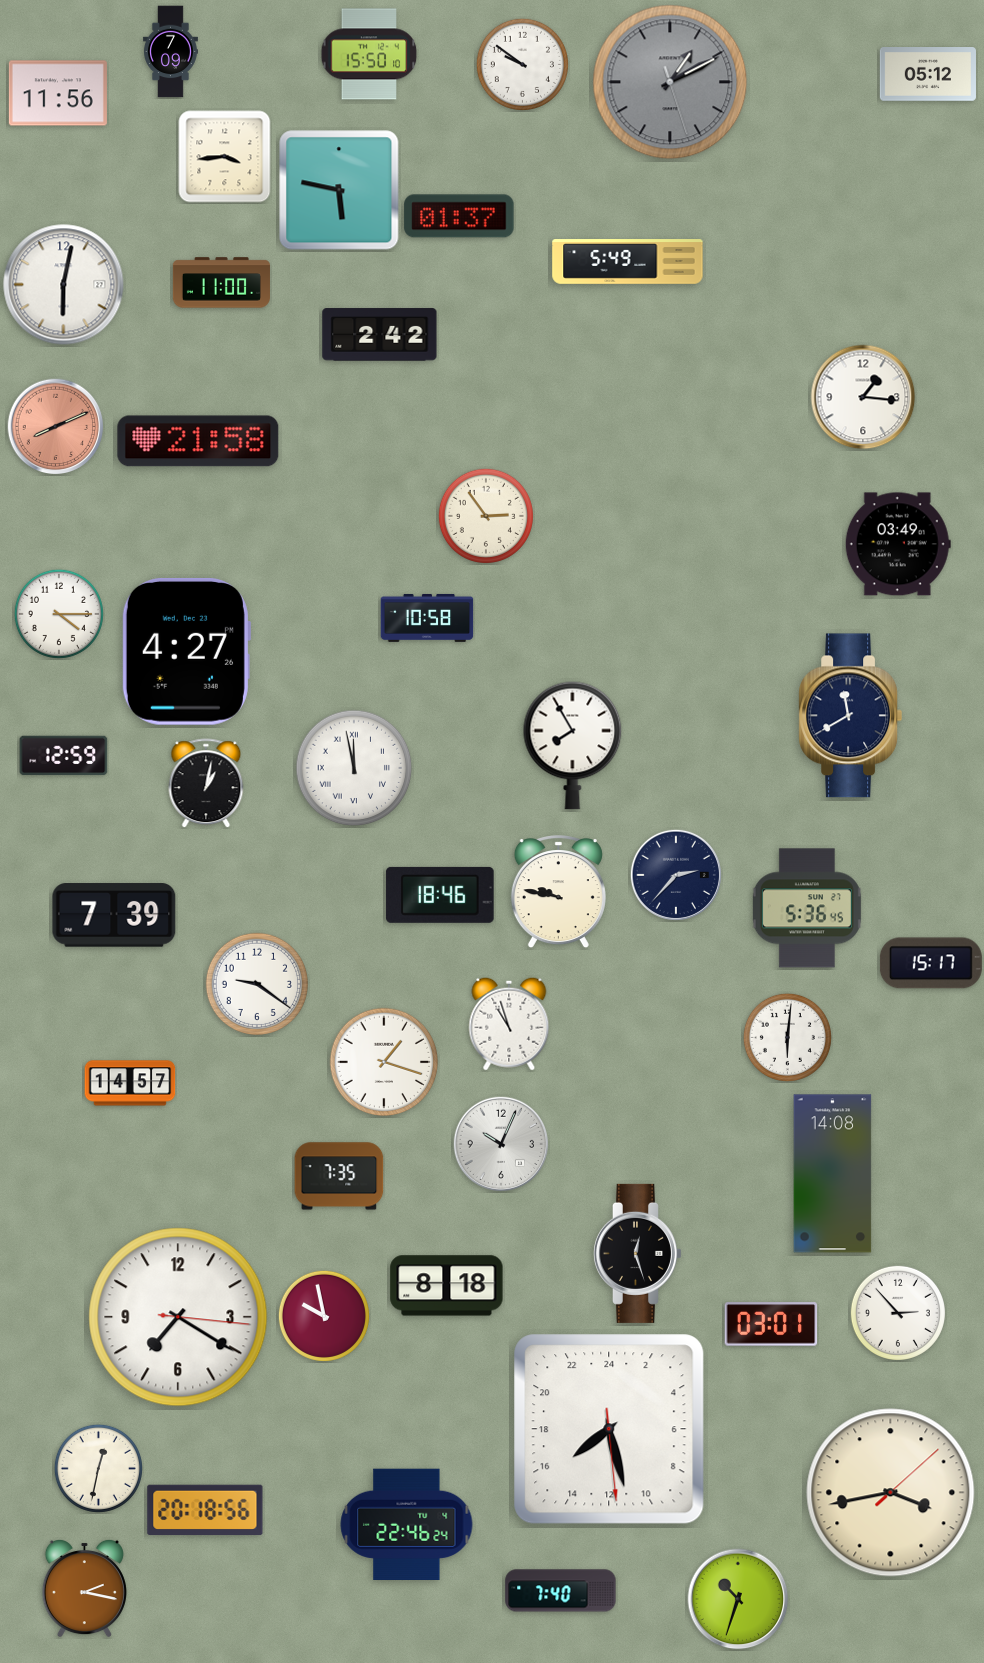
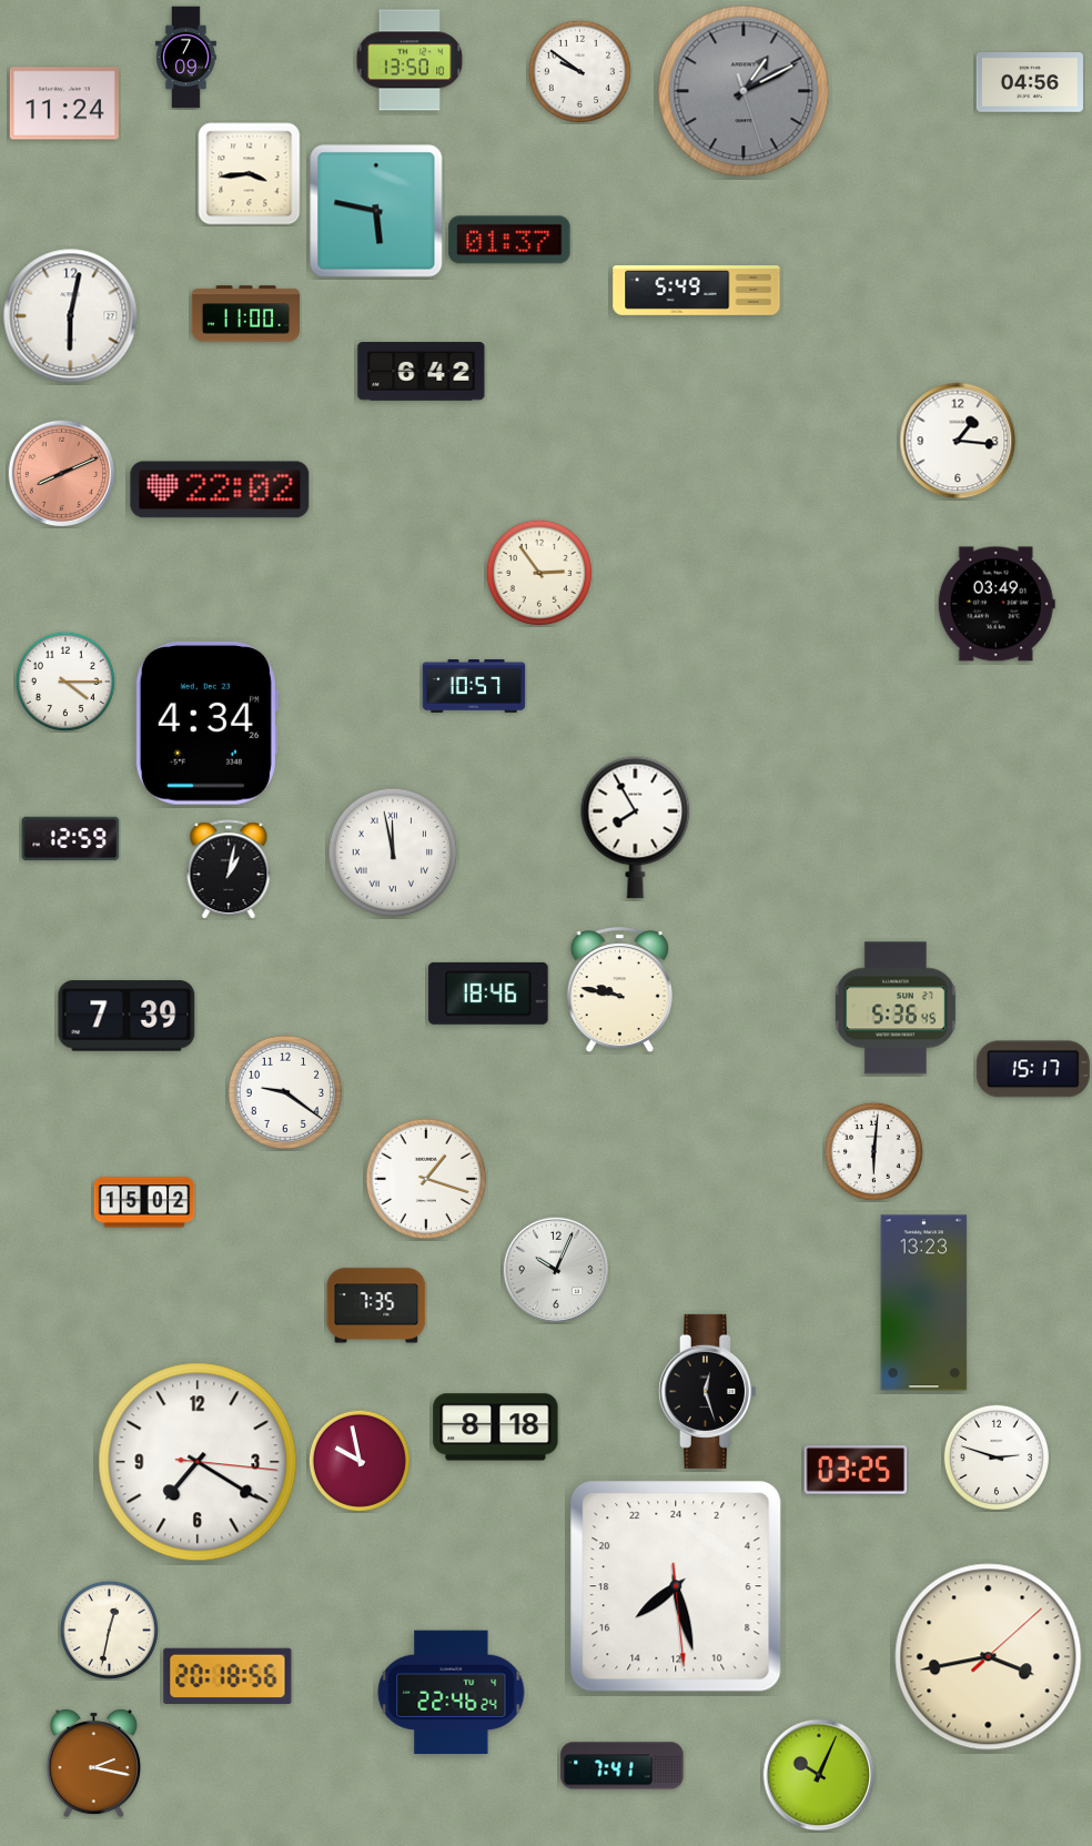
clock at (170, 52) position: (170, 52) -> (185, 58)
clock at (369, 54): 15:50 -> 13:50
clock at (928, 75): 05:12 -> 04:56
clock at (58, 93): 11:56 -> 11:24
clock at (380, 335): 2:42 -> 6:42
clock at (198, 441): 21:58 -> 22:02
clock at (427, 618): 10:58 -> 10:57
clock at (186, 651): 4:27 -> 4:34
clock at (851, 716): 11:40 -> none
clock at (676, 875): 2:37 -> none
clock at (509, 1024): 10:57 -> none
clock at (130, 1083): 14:57 -> 15:02
clock at (833, 1174): 14:08 -> 13:23
clock at (898, 1313): 2:53 -> 2:48
clock at (771, 1324): 03:01 -> 03:25
clock at (561, 1591): 7:40 -> 7:41
clock at (738, 1599): 10:33 -> 10:04
